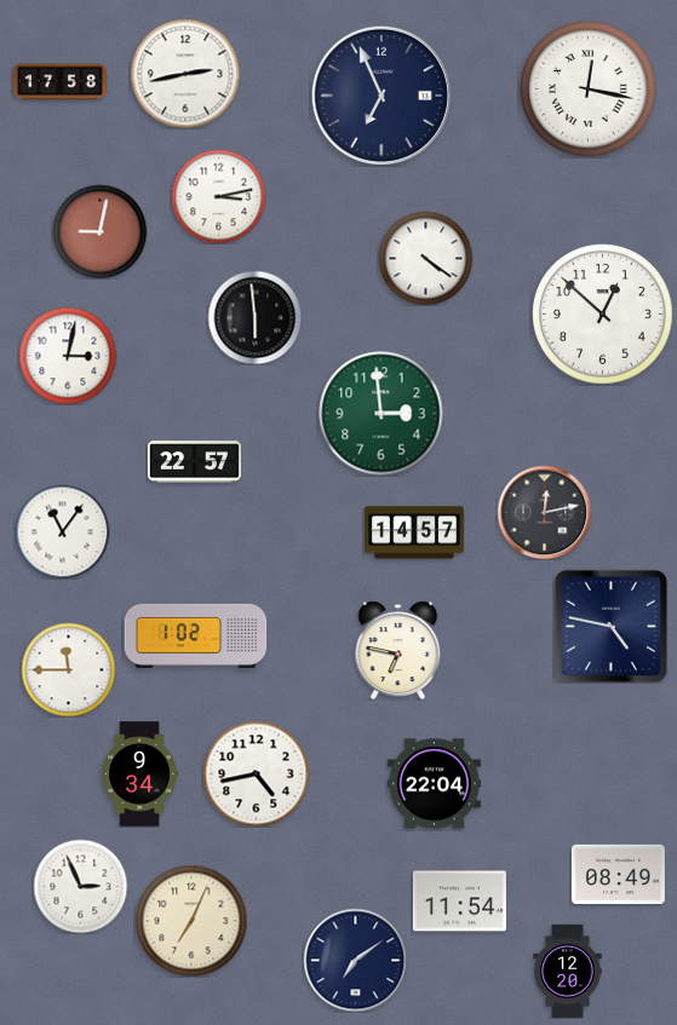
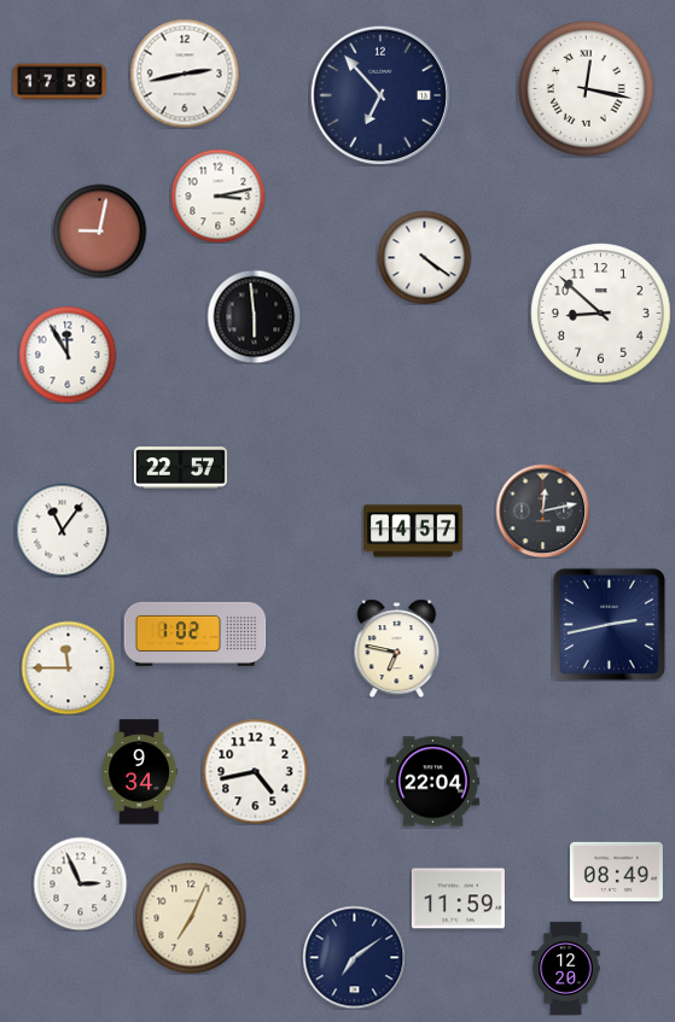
clock at (381, 96): 6:56 -> 6:53
clock at (603, 315): 12:52 -> 8:52
clock at (68, 356): 3:02 -> 11:55
clock at (381, 414): 2:59 -> none
clock at (194, 462) position: (194, 462) -> (180, 468)
clock at (610, 626): 4:47 -> 2:43
clock at (459, 902): 11:54 -> 11:59
